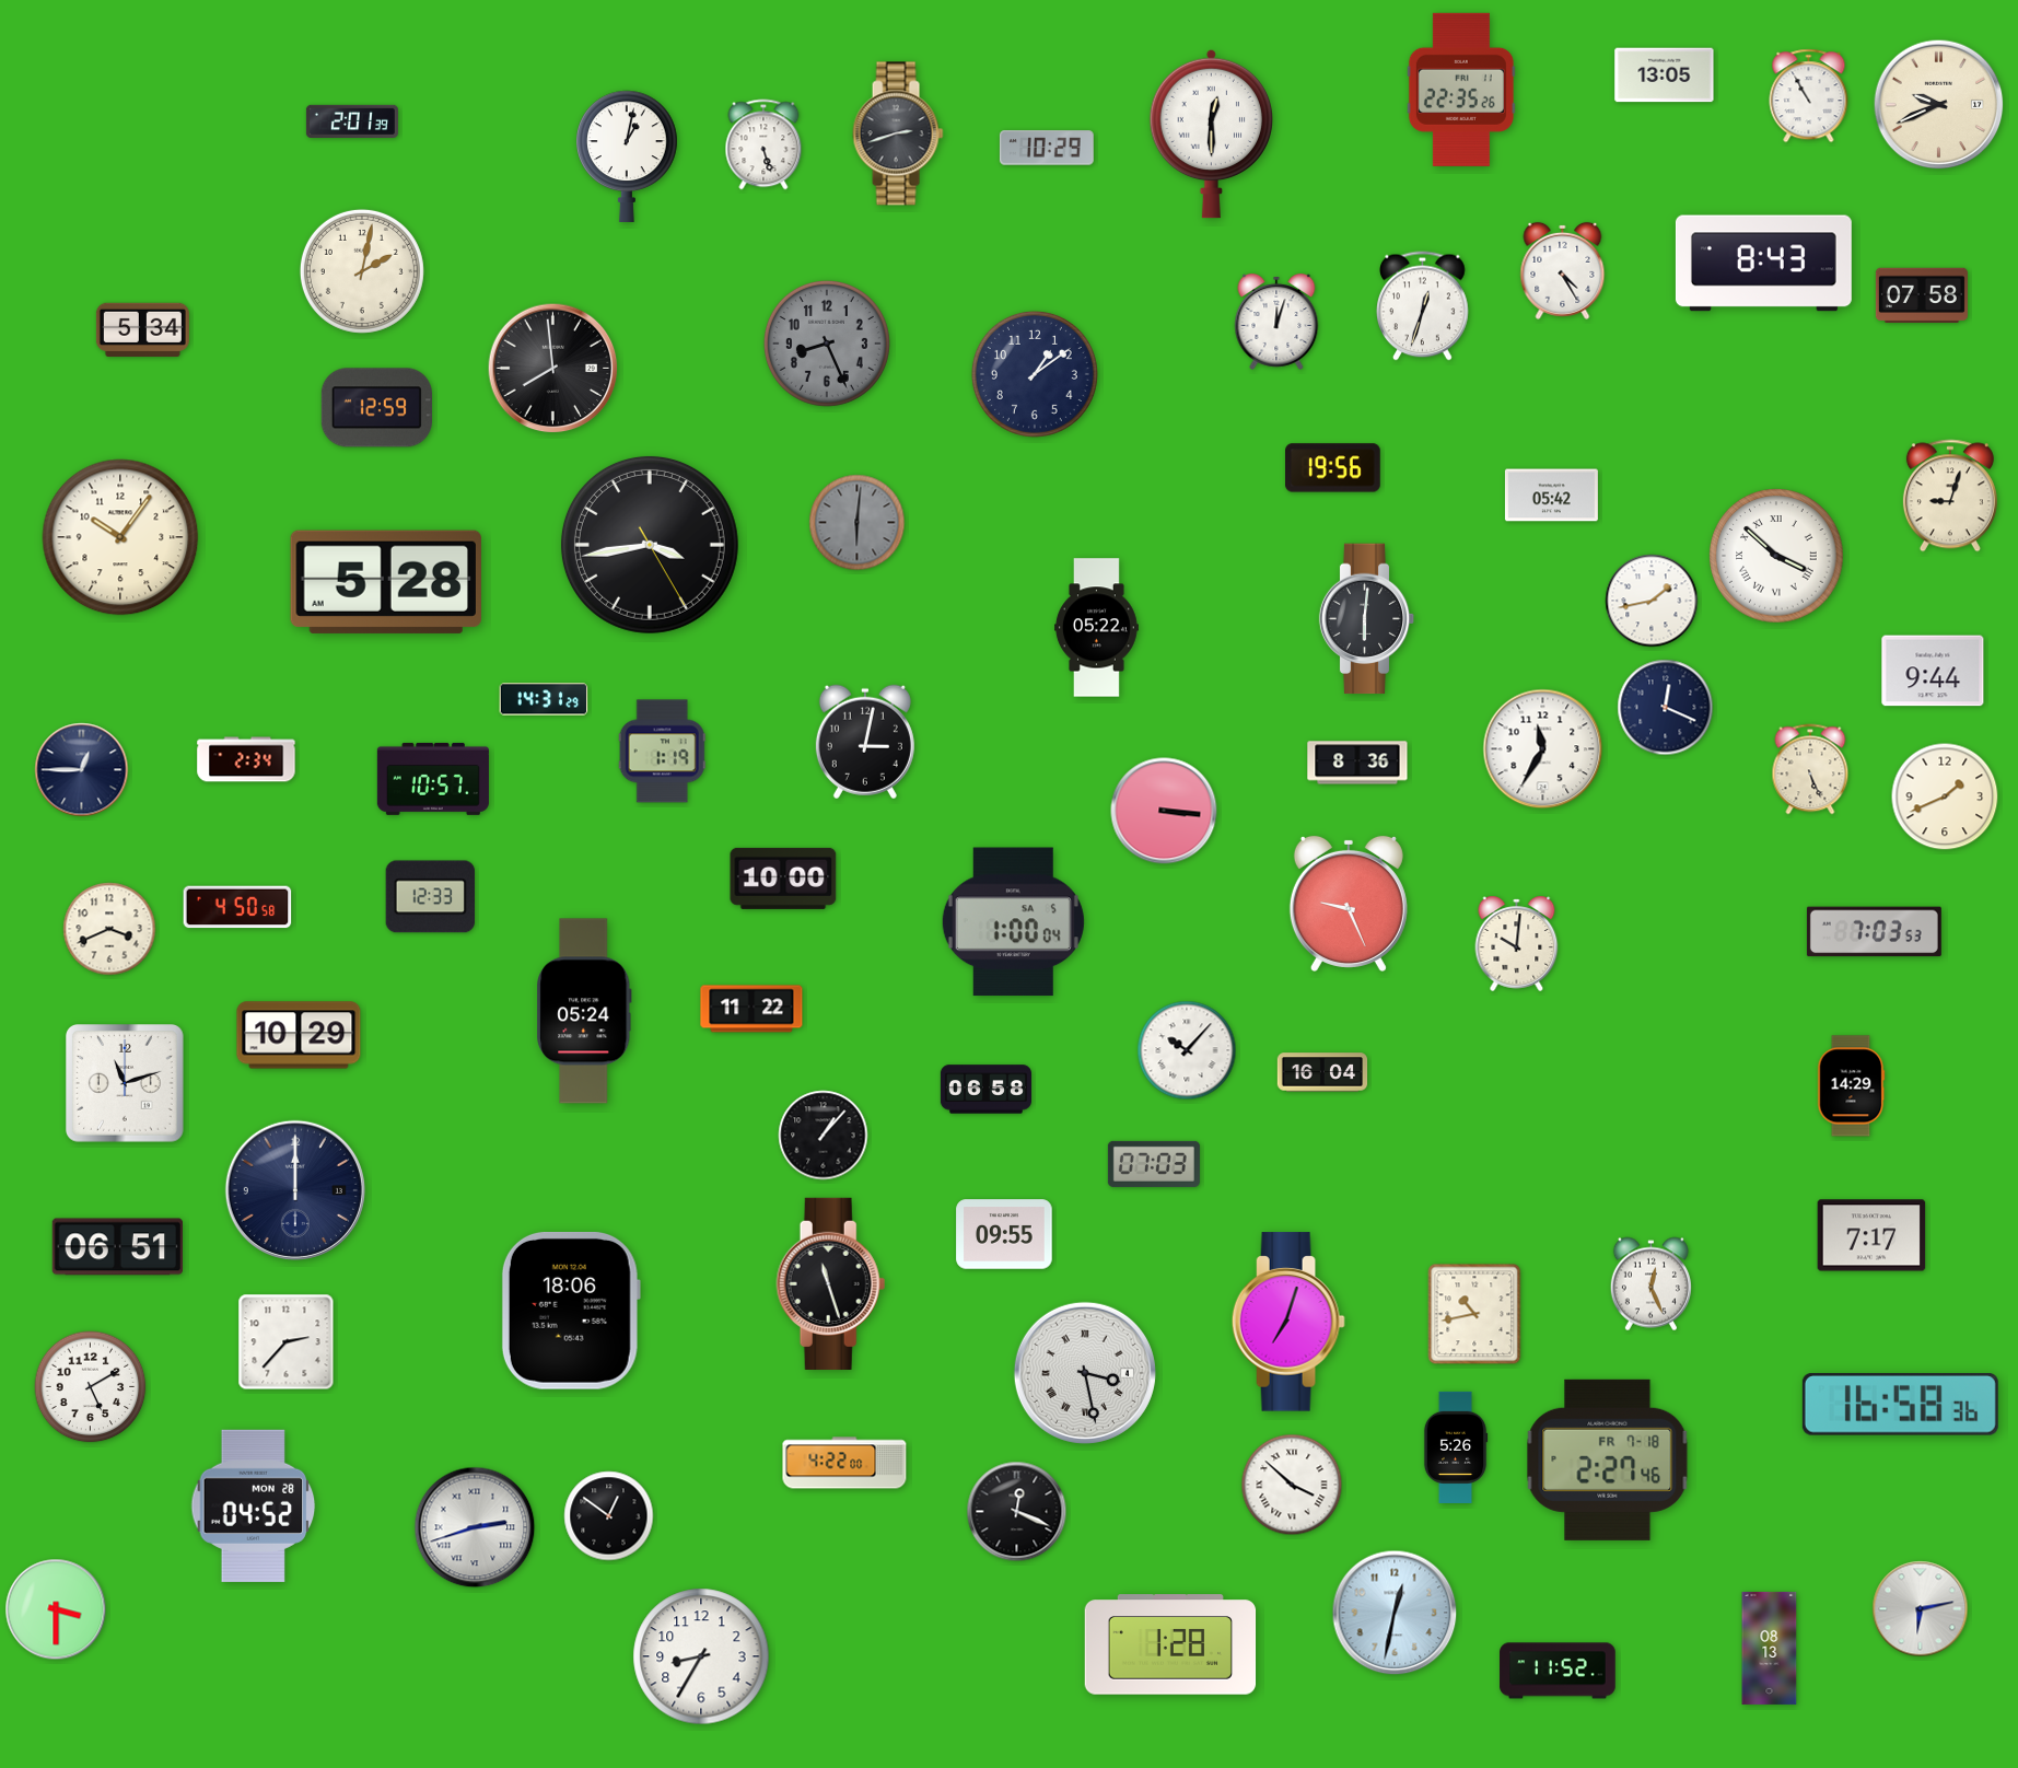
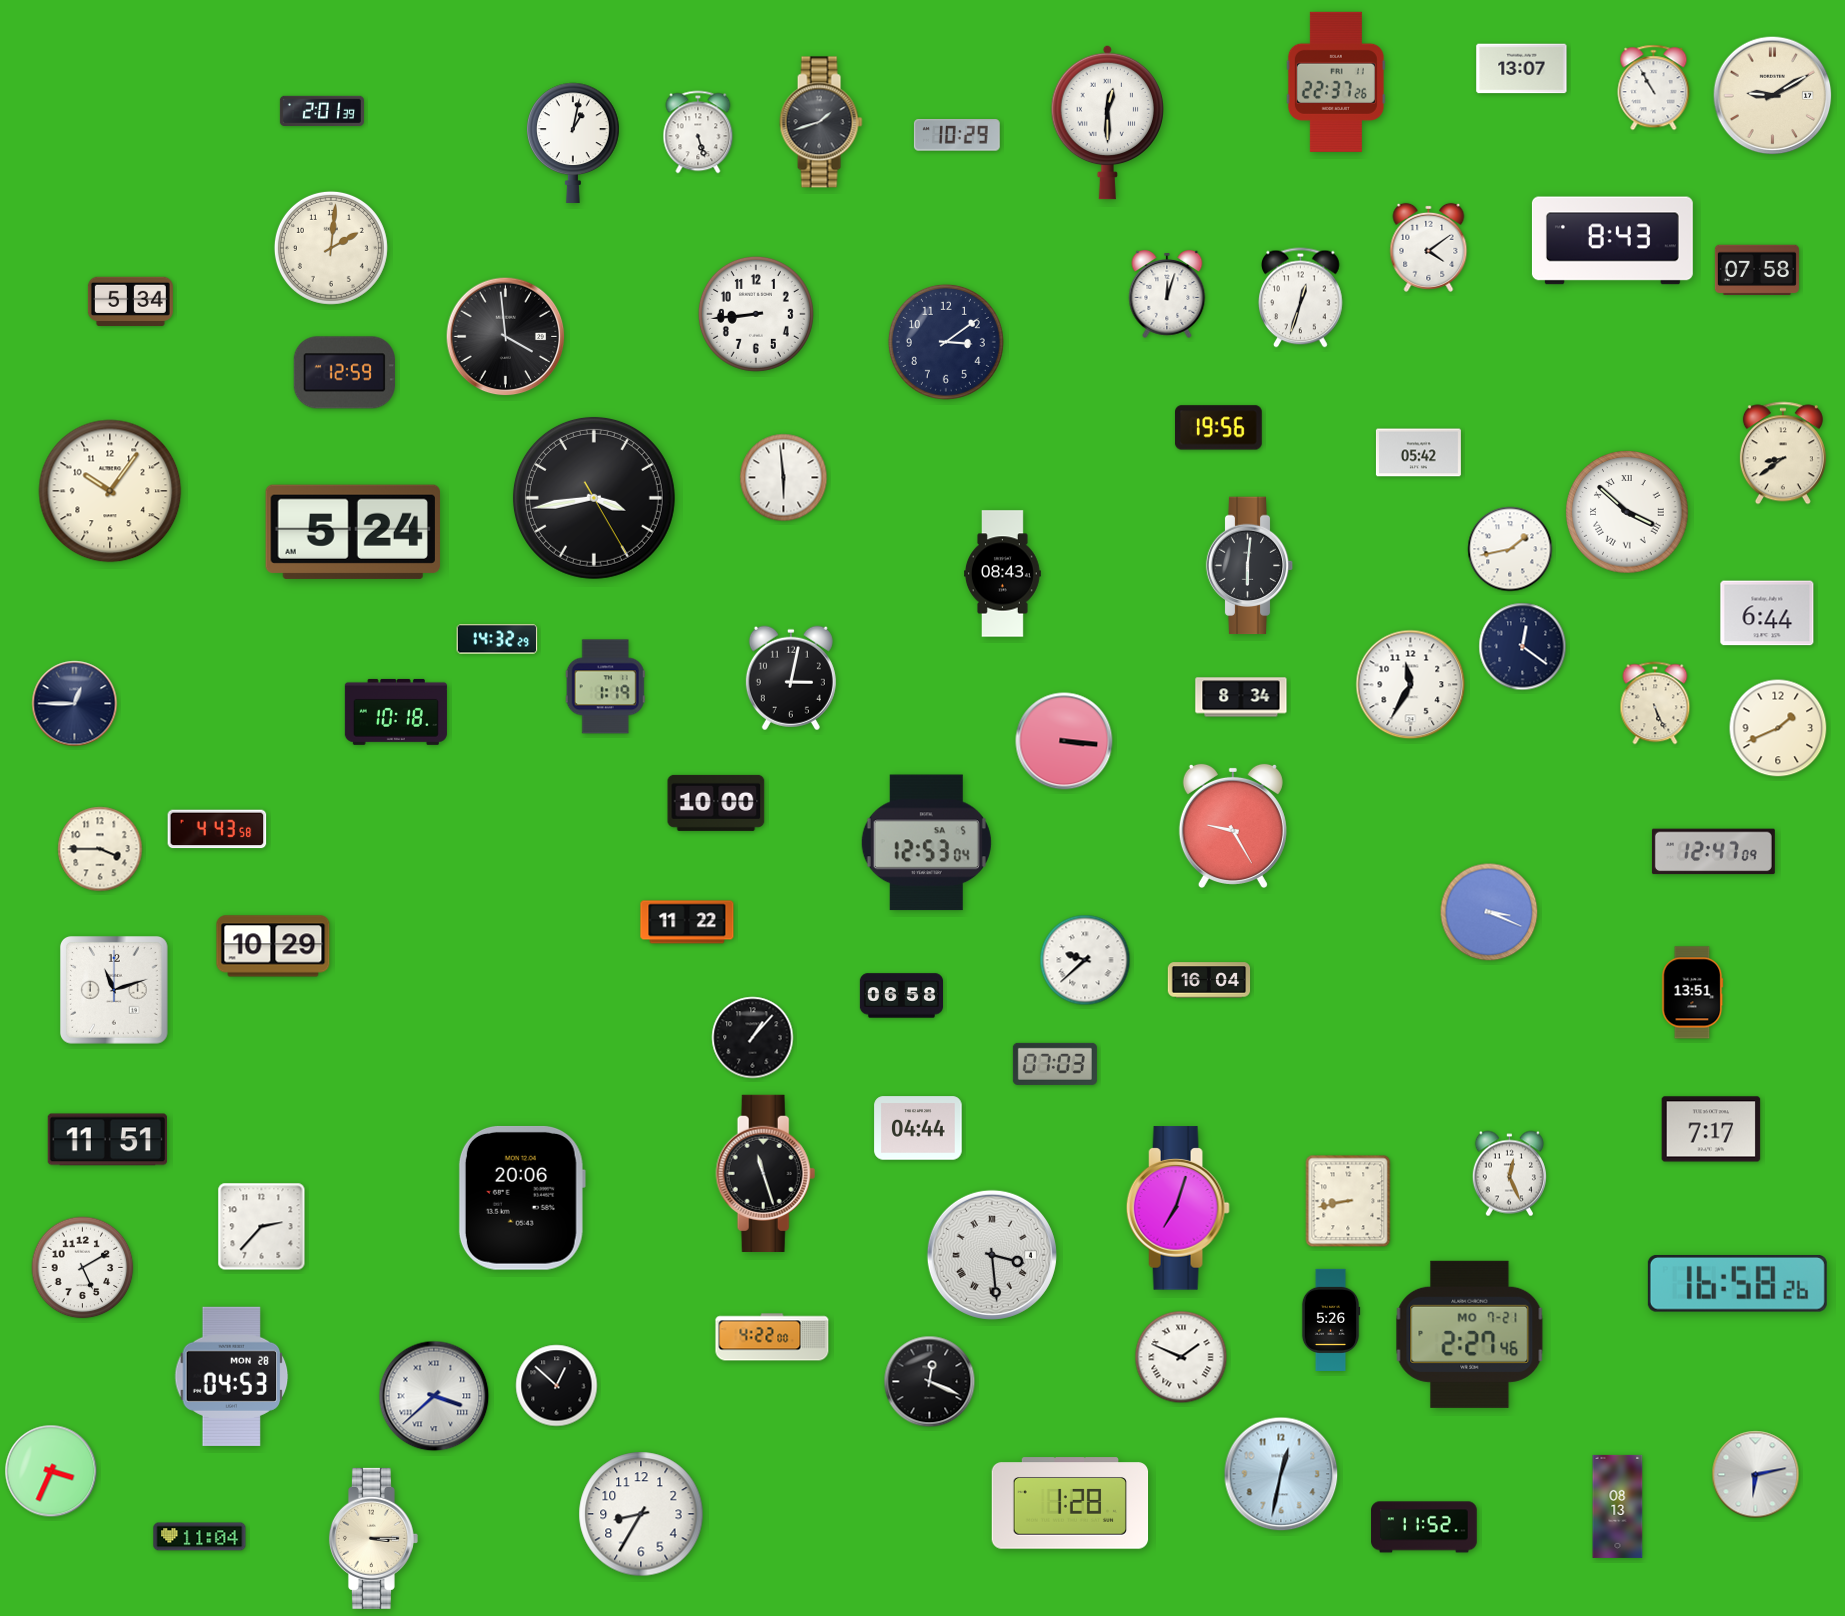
clock at (1665, 75): 13:05 -> 13:07
clock at (1461, 90): 22:35 -> 22:37
clock at (1939, 105): 9:41 -> 9:10
clock at (898, 133): 2:42 -> 1:42
clock at (1563, 270): 4:25 -> 4:09
clock at (362, 271): 2:02 -> 2:01
clock at (1423, 306) position: (1423, 306) -> (1301, 298)
clock at (827, 344): 8:26 -> 8:44
clock at (827, 344) dial: grey -> white
clock at (553, 369): 7:59 -> 3:59
clock at (1035, 374): 1:09 -> 3:09
clock at (1950, 496): 9:03 -> 8:39
clock at (858, 523): 6:01 -> 5:59
clock at (858, 523) dial: grey -> white
clock at (1776, 556) position: (1776, 556) -> (1627, 512)
clock at (386, 582): 5:28 -> 5:24
clock at (1097, 628): 05:22 -> 08:43
clock at (1933, 671): 9:44 -> 6:44
clock at (544, 699): 14:31 -> 14:32
clock at (1666, 708): 12:19 -> 12:21
clock at (246, 759): 2:34 -> none
clock at (1357, 763): 8:36 -> 8:34
clock at (433, 779): 10:57 -> 10:18
clock at (430, 897): 12:33 -> none
clock at (1349, 904): 9:26 -> 9:25
clock at (237, 907): 4:50 -> 4:43
clock at (1013, 922): 1:00 -> 12:53
clock at (109, 929): 3:41 -> 3:45
clock at (1874, 932): 7:03 -> 12:47
clock at (1517, 943): 10:01 -> none
clock at (1489, 912): none -> 3:19
clock at (584, 1011): 05:24 -> none
clock at (1187, 1050): 10:07 -> 9:38
clock at (1852, 1086): 14:29 -> 13:51
clock at (295, 1190): 12:00 -> none
clock at (1004, 1234): 09:55 -> 04:44
clock at (117, 1247): 06:51 -> 11:51
clock at (831, 1283) position: (831, 1283) -> (766, 1173)
clock at (571, 1311): 18:06 -> 20:06
clock at (1474, 1314): 10:43 -> 8:43
clock at (1085, 1373): 3:28 -> 3:29
clock at (1900, 1404): 16:58:36 -> 16:58:26
clock at (1456, 1447) position: (1456, 1447) -> (1331, 1320)
clock at (1608, 1459) date: FR 7-18 -> MO 7-21
clock at (1292, 1485): 3:52 -> 1:49
clock at (254, 1505): 04:52 -> 04:53
clock at (609, 1516): 12:51 -> 12:52
clock at (475, 1527): 2:42 -> 3:38
clock at (56, 1609): 3:30 -> 3:34
clock at (1921, 1609) position: (1921, 1609) -> (1756, 1475)
clock at (1395, 1613) position: (1395, 1613) -> (1281, 1474)
clock at (200, 1537): none -> 11:04
clock at (373, 1538): none -> 3:15
